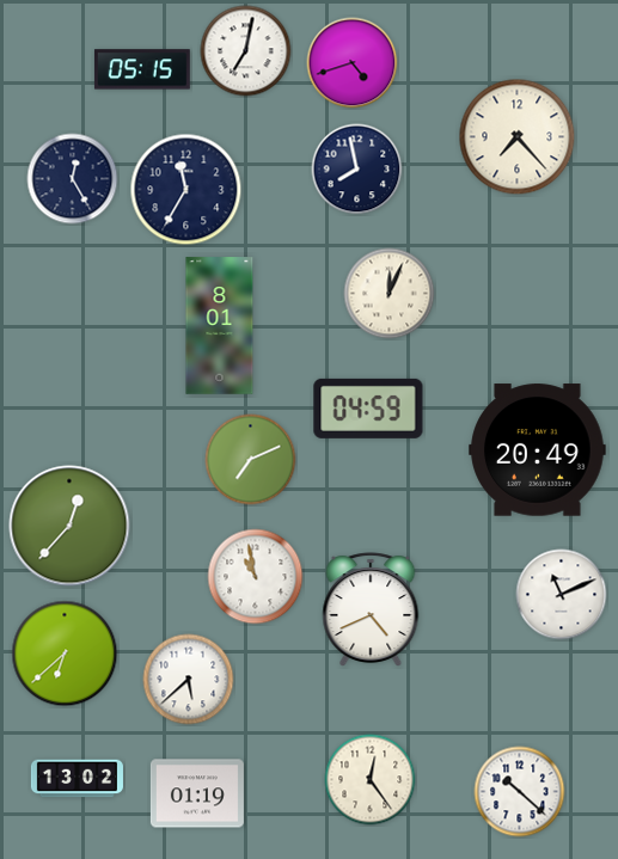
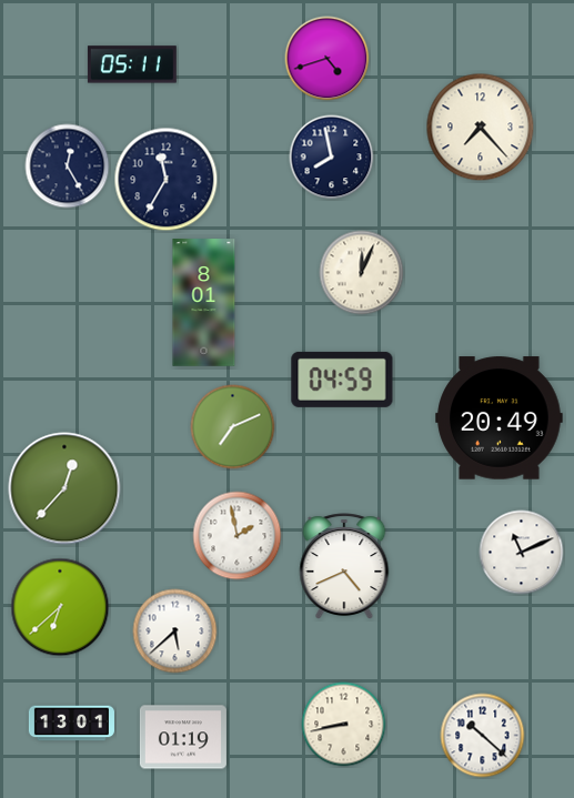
clock at (246, 51): 7:02 -> none
clock at (142, 69): 05:15 -> 05:11
clock at (186, 190) position: (186, 190) -> (167, 180)
clock at (256, 577): 10:58 -> 1:58
clock at (77, 779): 13:02 -> 13:01
clock at (371, 780): 12:24 -> 8:43
